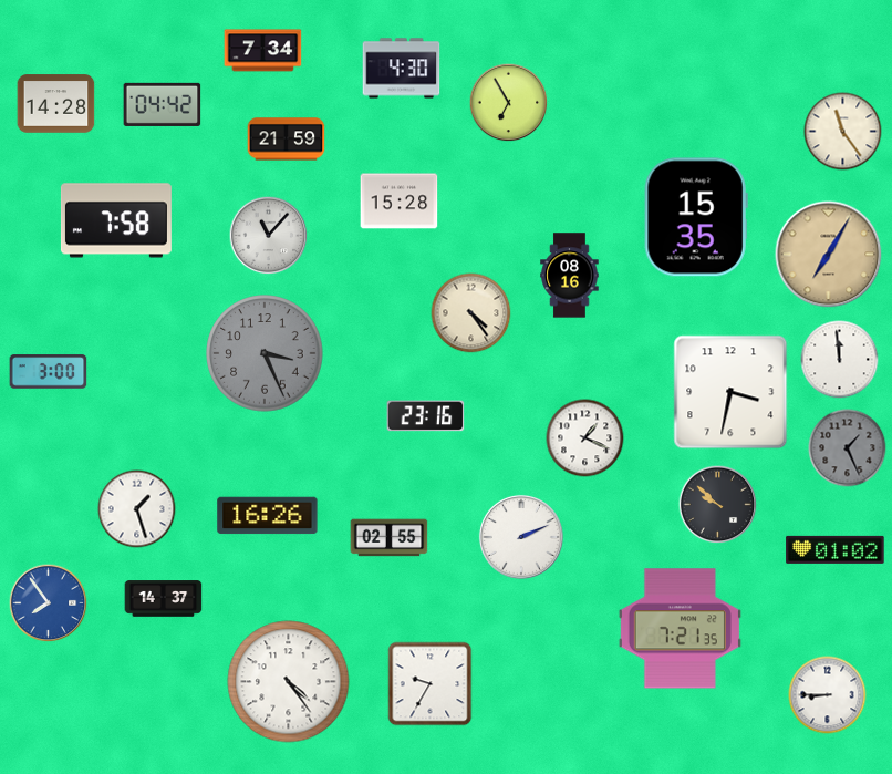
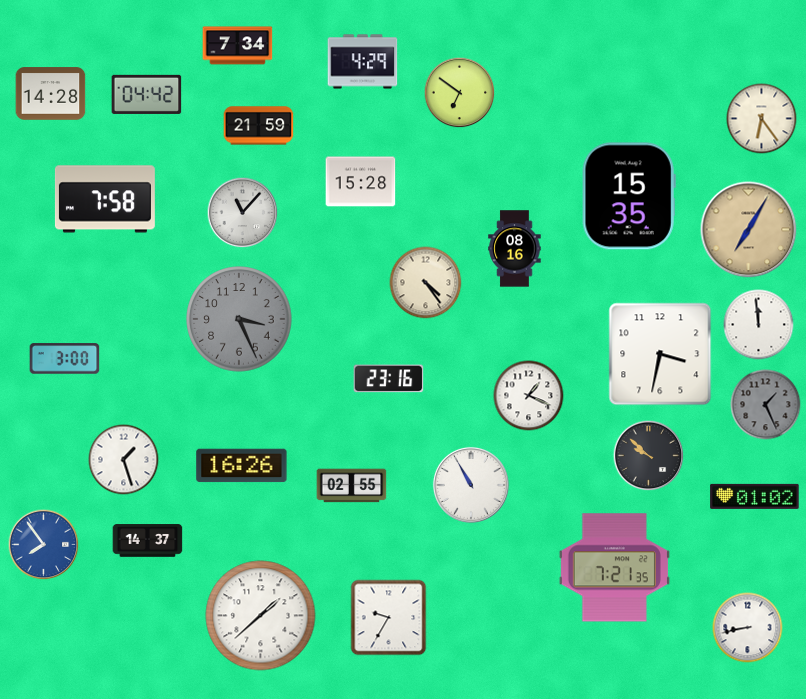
clock at (402, 69): 4:30 -> 4:29
clock at (509, 103): 6:55 -> 6:51
clock at (843, 132): 11:24 -> 6:24
clock at (49, 372) position: (49, 372) -> (65, 359)
clock at (426, 416) position: (426, 416) -> (389, 379)
clock at (521, 537): 2:11 -> 10:55
clock at (289, 682): 4:24 -> 1:38
clock at (828, 695): 8:45 -> 8:43
